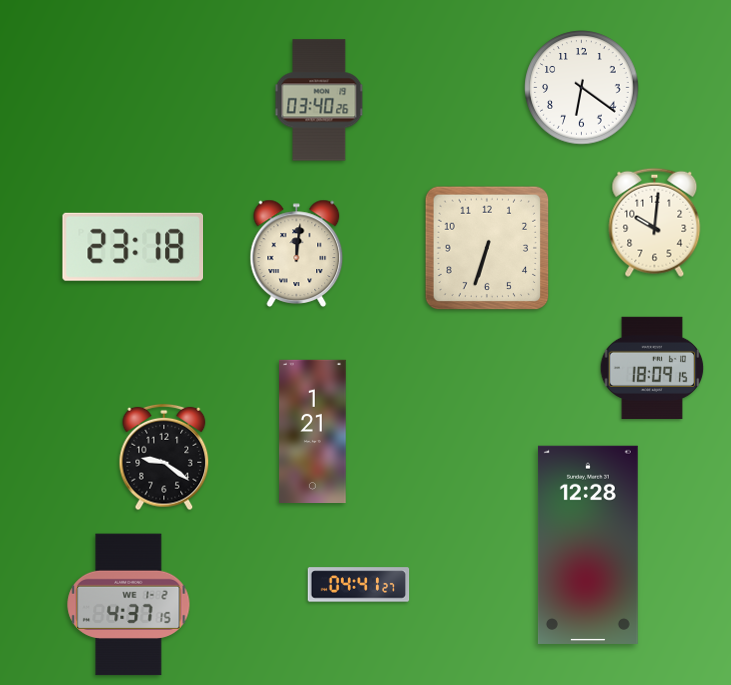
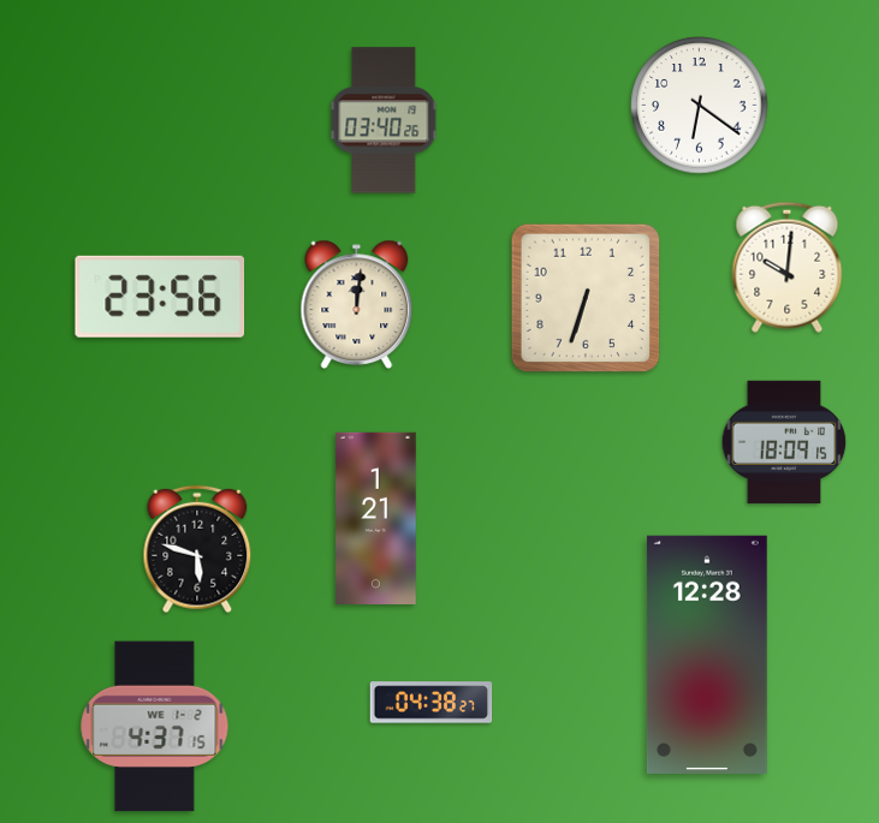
clock at (133, 247): 23:18 -> 23:56
clock at (164, 457): 9:21 -> 5:48
clock at (359, 585): 04:41 -> 04:38
